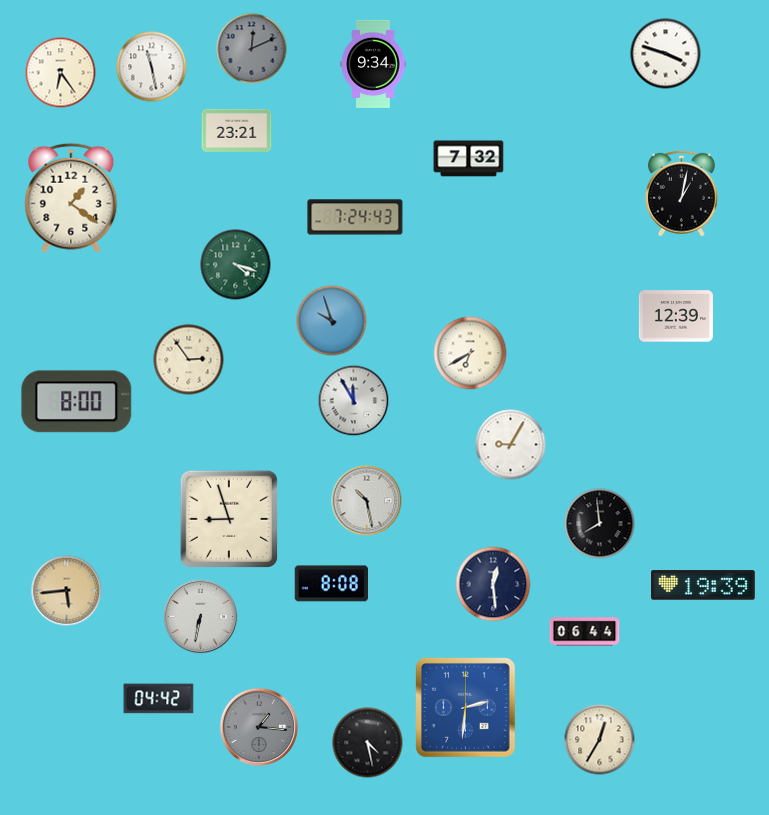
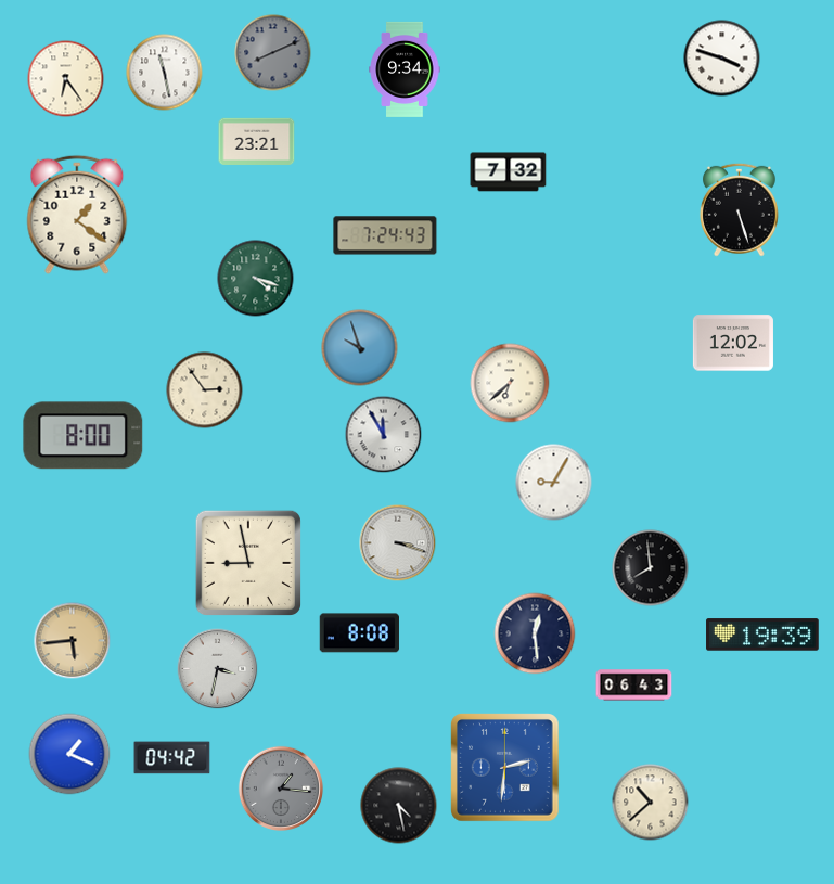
clock at (252, 49): 12:11 -> 8:11
clock at (681, 193): 1:02 -> 5:27
clock at (236, 265) position: (236, 265) -> (256, 279)
clock at (676, 316): 12:39 -> 12:02
clock at (470, 353): 6:40 -> 6:38
clock at (367, 501): 10:28 -> 3:18
clock at (228, 518): 8:57 -> 8:58
clock at (201, 617): 6:32 -> 3:32
clock at (585, 632): 06:44 -> 06:43
clock at (69, 754): none -> 1:19
clock at (600, 740): 12:35 -> 10:38
